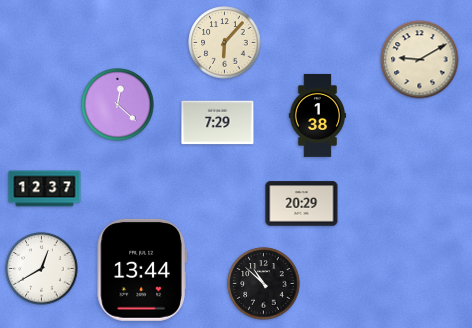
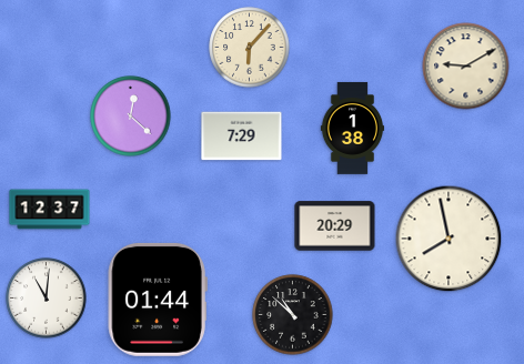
clock at (449, 239): none -> 7:58
clock at (42, 269): 12:40 -> 11:01
clock at (142, 270): 13:44 -> 01:44
